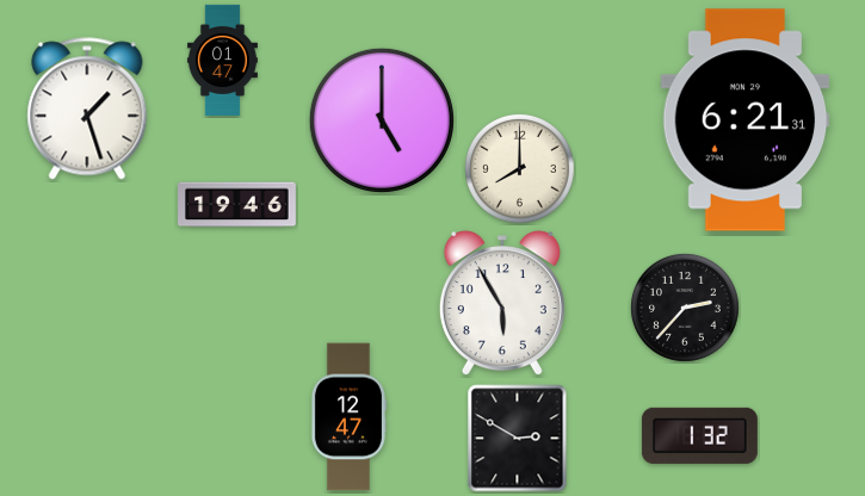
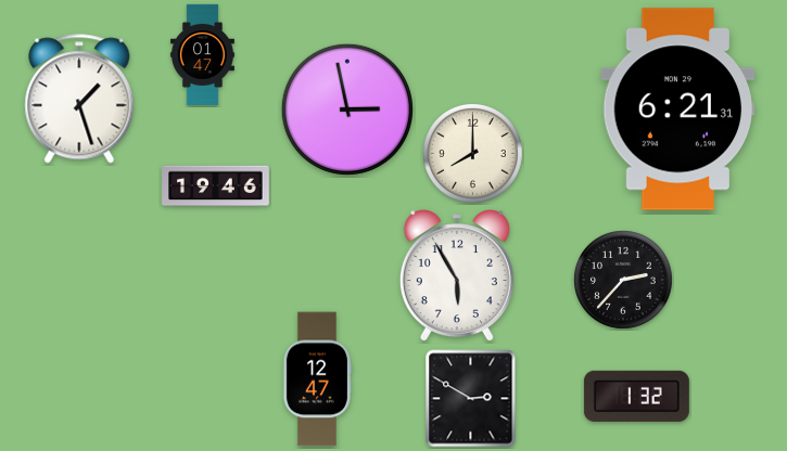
clock at (382, 120): 5:00 -> 2:58
